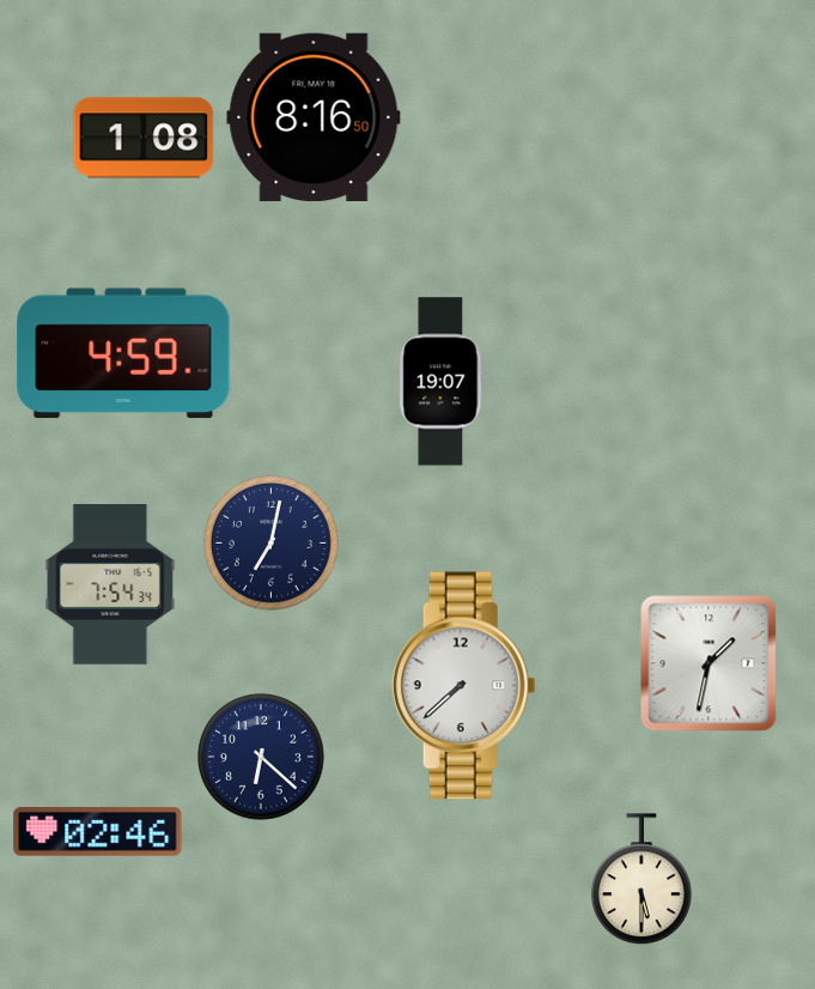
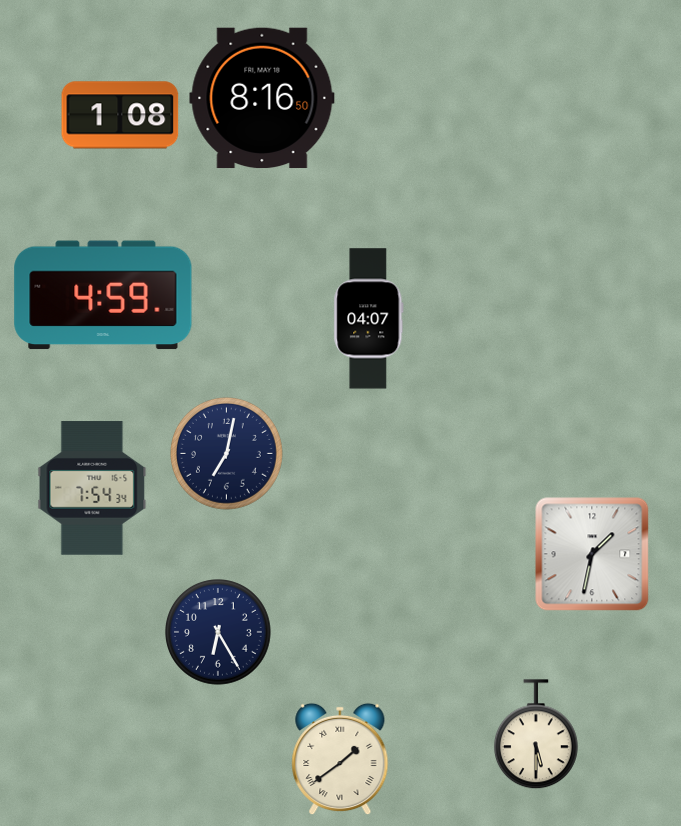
clock at (442, 382): 19:07 -> 04:07
clock at (463, 686): 7:38 -> none
clock at (262, 758): 6:22 -> 6:25
clock at (98, 832): 02:46 -> none
clock at (340, 759): none -> 1:39
